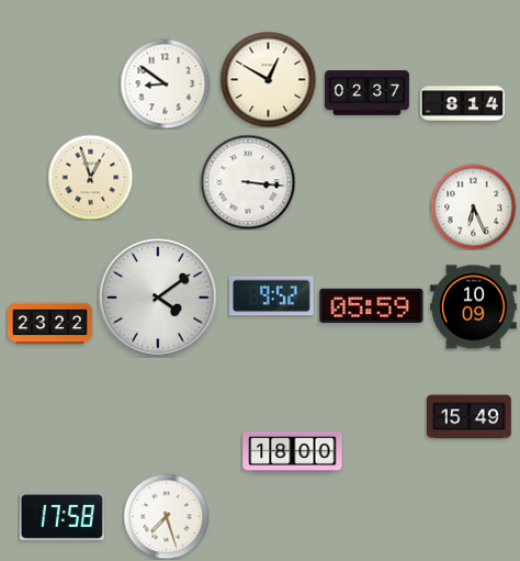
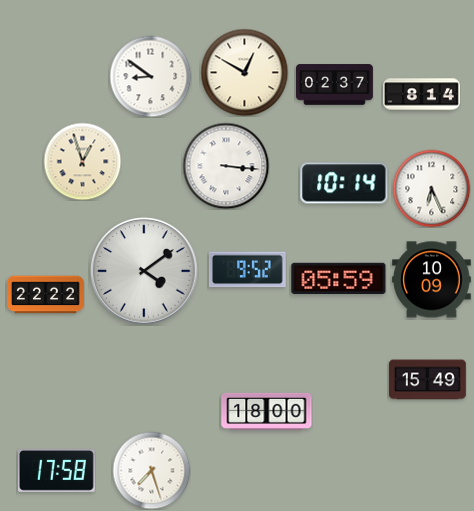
clock at (344, 183): none -> 10:14
clock at (50, 324): 23:22 -> 22:22
